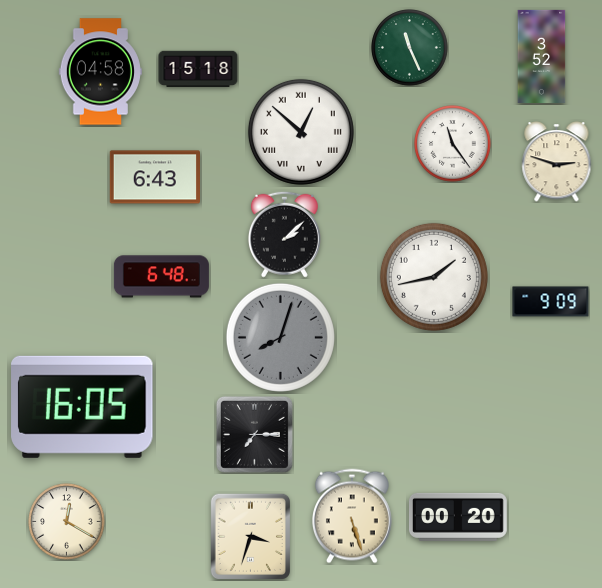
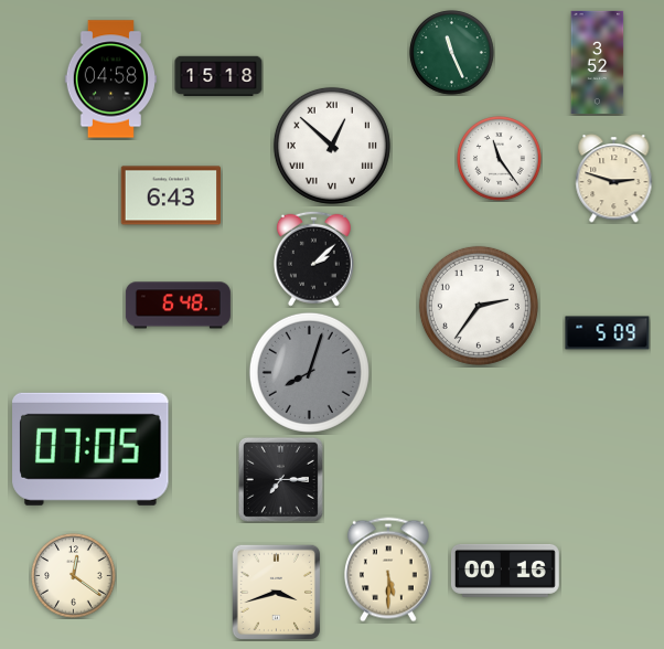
clock at (434, 277): 1:43 -> 2:36
clock at (551, 302): 9:09 -> 5:09
clock at (82, 407): 16:05 -> 07:05
clock at (352, 516): 5:27 -> 5:30
clock at (458, 517): 00:20 -> 00:16
clock at (67, 522): 12:20 -> 12:21
clock at (250, 536): 3:33 -> 3:42
